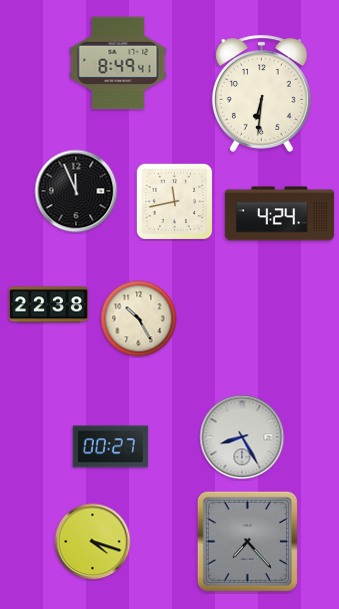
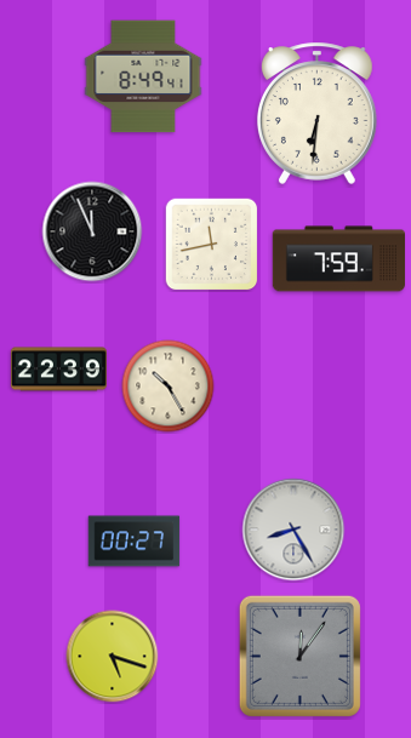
clock at (279, 214): 4:24 -> 7:59
clock at (48, 305): 22:38 -> 22:39
clock at (247, 541): 7:23 -> 12:06
clock at (93, 542): 4:18 -> 5:18
